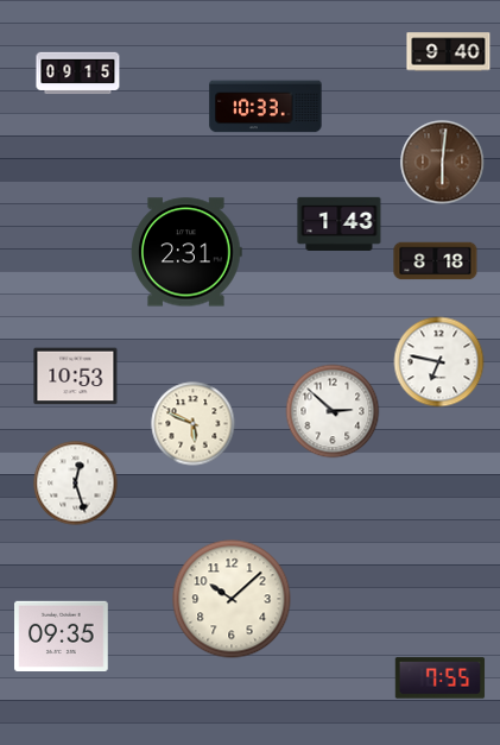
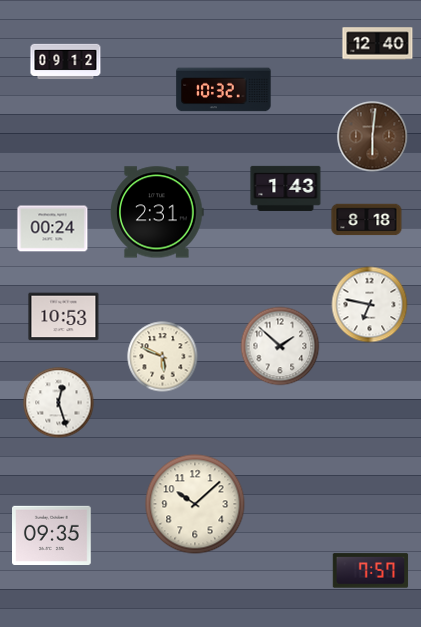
clock at (449, 52): 9:40 -> 12:40
clock at (78, 74): 09:15 -> 09:12
clock at (266, 107): 10:33 -> 10:32
clock at (53, 229): none -> 00:24
clock at (333, 411): 2:52 -> 1:52
clock at (76, 484) position: (76, 484) -> (59, 403)
clock at (441, 678): 7:55 -> 7:57
